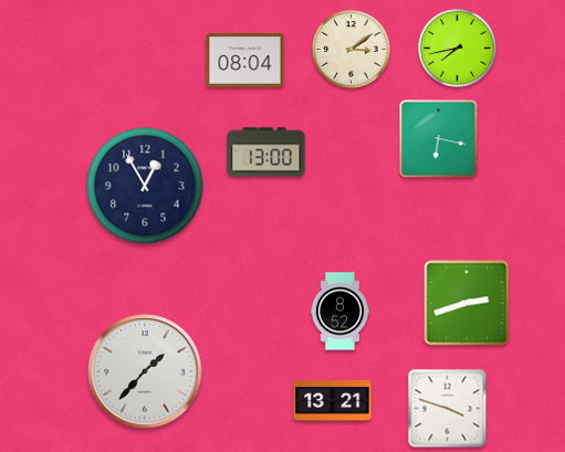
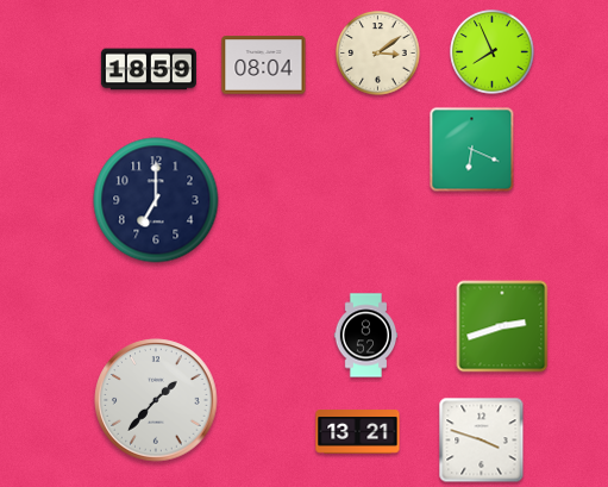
clock at (458, 49): 7:43 -> 7:56
clock at (149, 69): none -> 18:59
clock at (439, 139): 6:17 -> 6:19
clock at (266, 153): 13:00 -> none
clock at (145, 186): 12:55 -> 7:00
